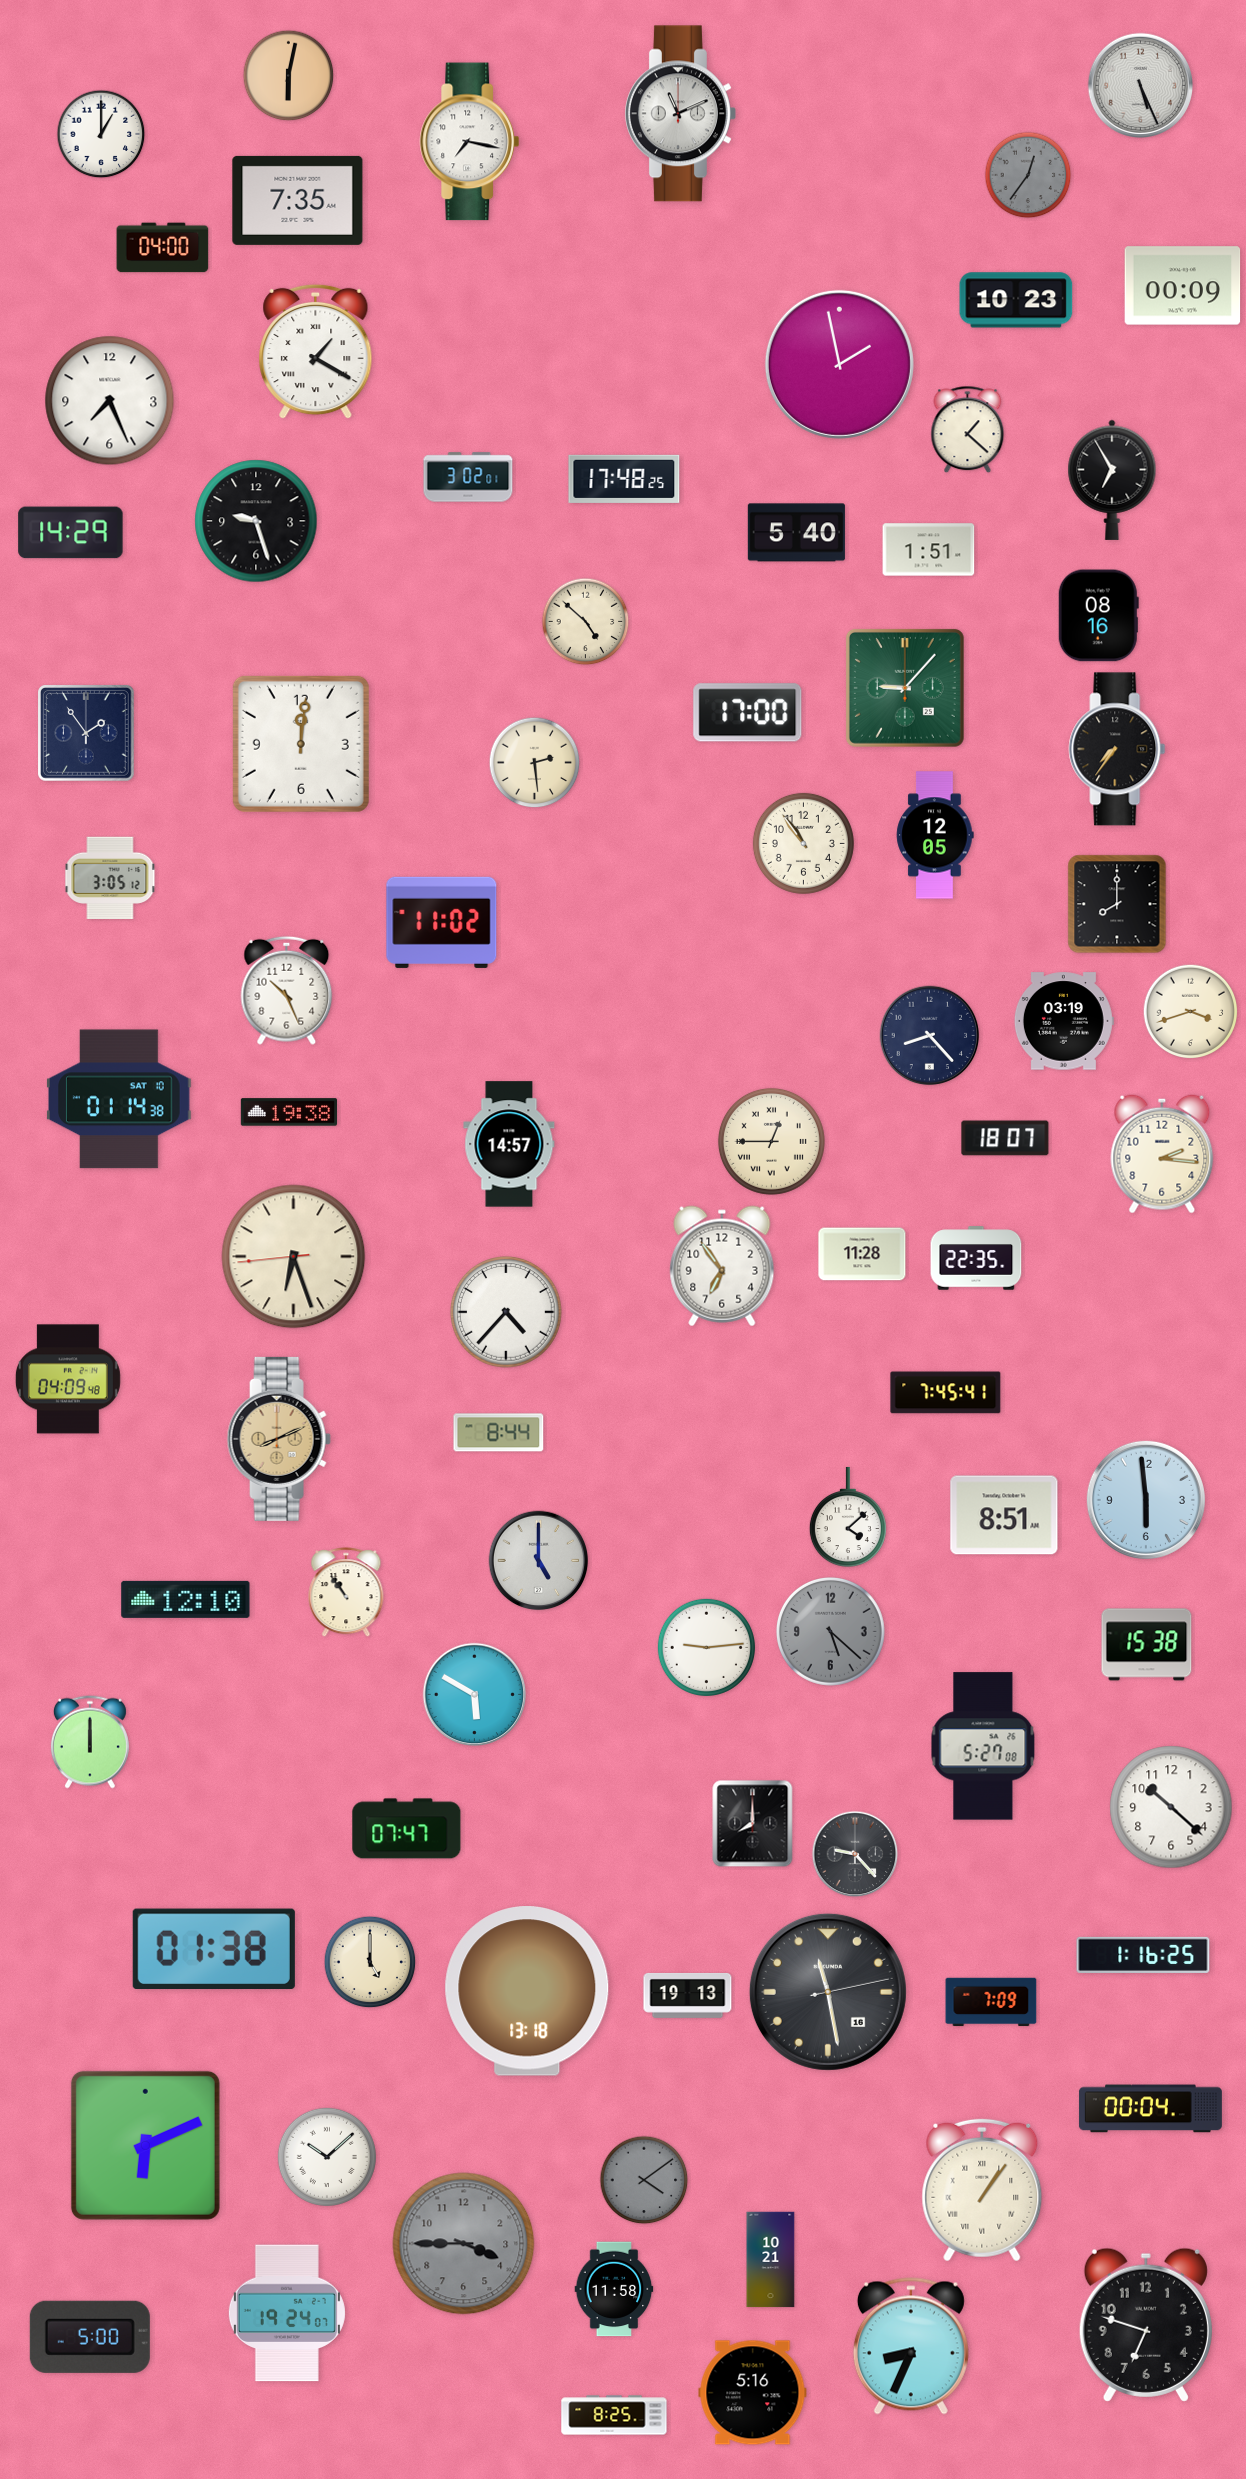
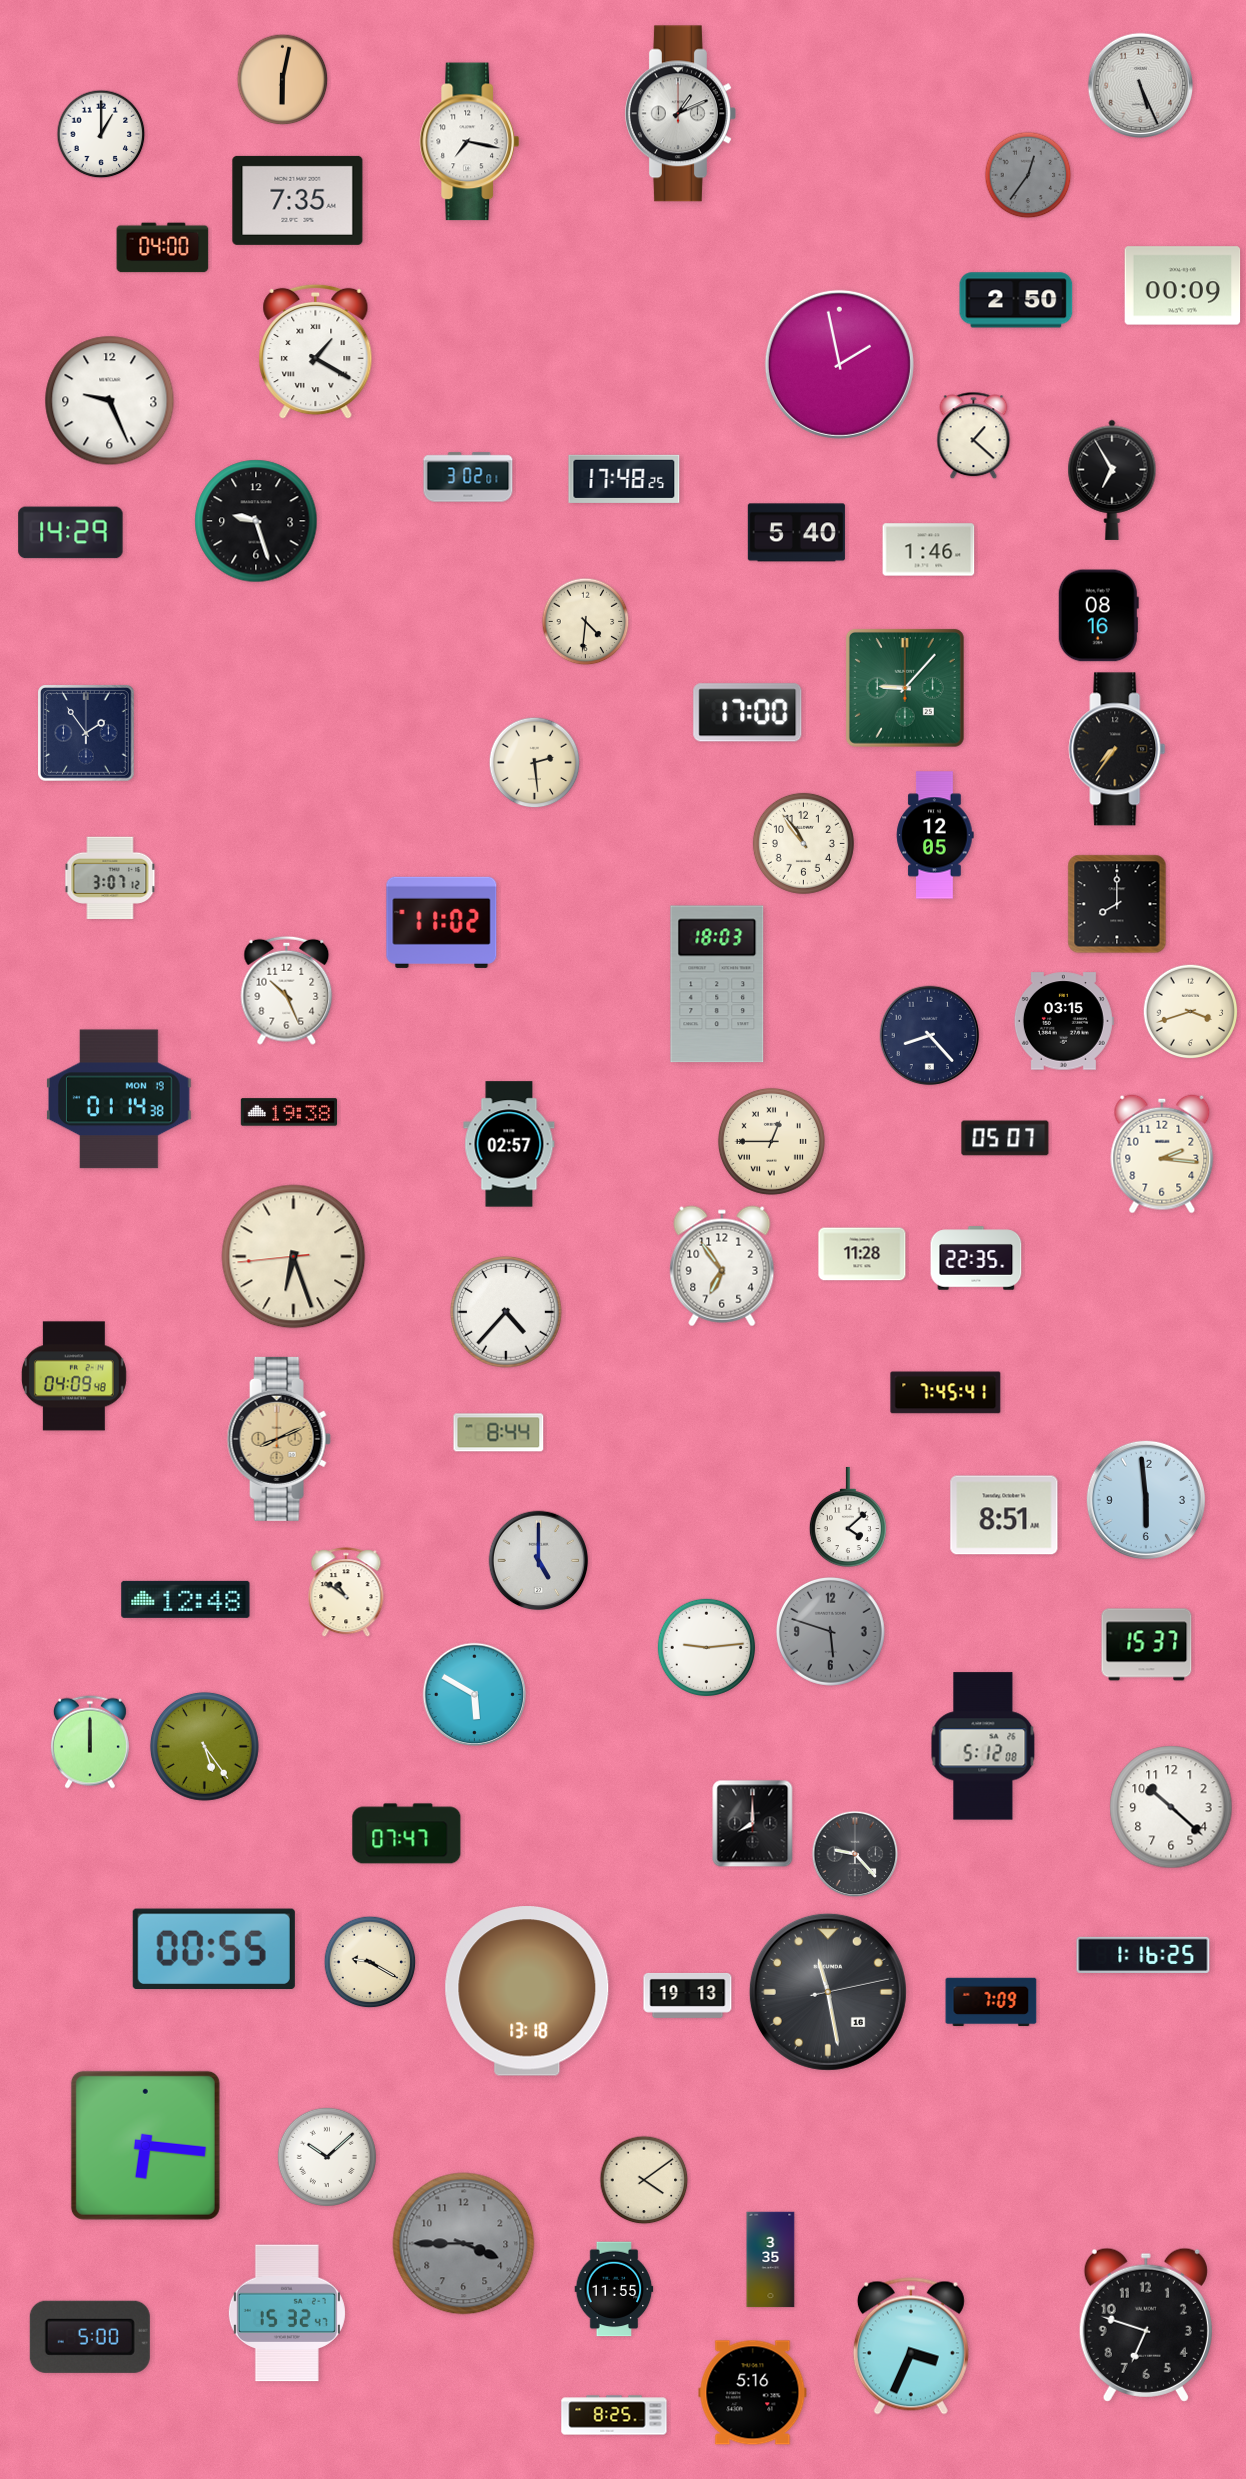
clock at (289, 76) position: (289, 76) -> (283, 80)
clock at (680, 114): 11:11 -> 1:11
clock at (1016, 300): 10:23 -> 2:50
clock at (110, 401): 7:26 -> 9:26
clock at (968, 430) position: (968, 430) -> (974, 436)
clock at (929, 550): 1:51 -> 1:46
clock at (586, 622): 4:52 -> 4:31
clock at (301, 744): 12:01 -> none
clock at (110, 878): 3:05 -> 3:07
clock at (717, 984): none -> 18:03
clock at (1064, 1021): 03:19 -> 03:15
clock at (119, 1099) date: SAT 10 -> MON 19
clock at (1005, 1138): 18:07 -> 05:07
clock at (509, 1144): 14:57 -> 02:57
clock at (68, 1379) position: (68, 1379) -> (74, 1376)
clock at (346, 1593): 10:54 -> 10:51
clock at (186, 1599): 12:10 -> 12:48
clock at (830, 1631): 5:22 -> 5:48
clock at (1147, 1645): 15:38 -> 15:37
clock at (204, 1746): none -> 5:24
clock at (983, 1746): 5:27 -> 5:12
clock at (407, 1829) position: (407, 1829) -> (407, 1834)
clock at (214, 1948): 01:38 -> 00:55
clock at (370, 1962): 5:00 -> 9:20
clock at (1150, 2109): 00:04 -> none
clock at (145, 2145): 6:11 -> 6:16
clock at (644, 2180) dial: grey -> cream
clock at (982, 2190): 1:06 -> none
clock at (771, 2260): 10:21 -> 3:35
clock at (614, 2289): 11:58 -> 11:55
clock at (287, 2313): 19:24 -> 15:32
clock at (911, 2346): 8:34 -> 3:34
